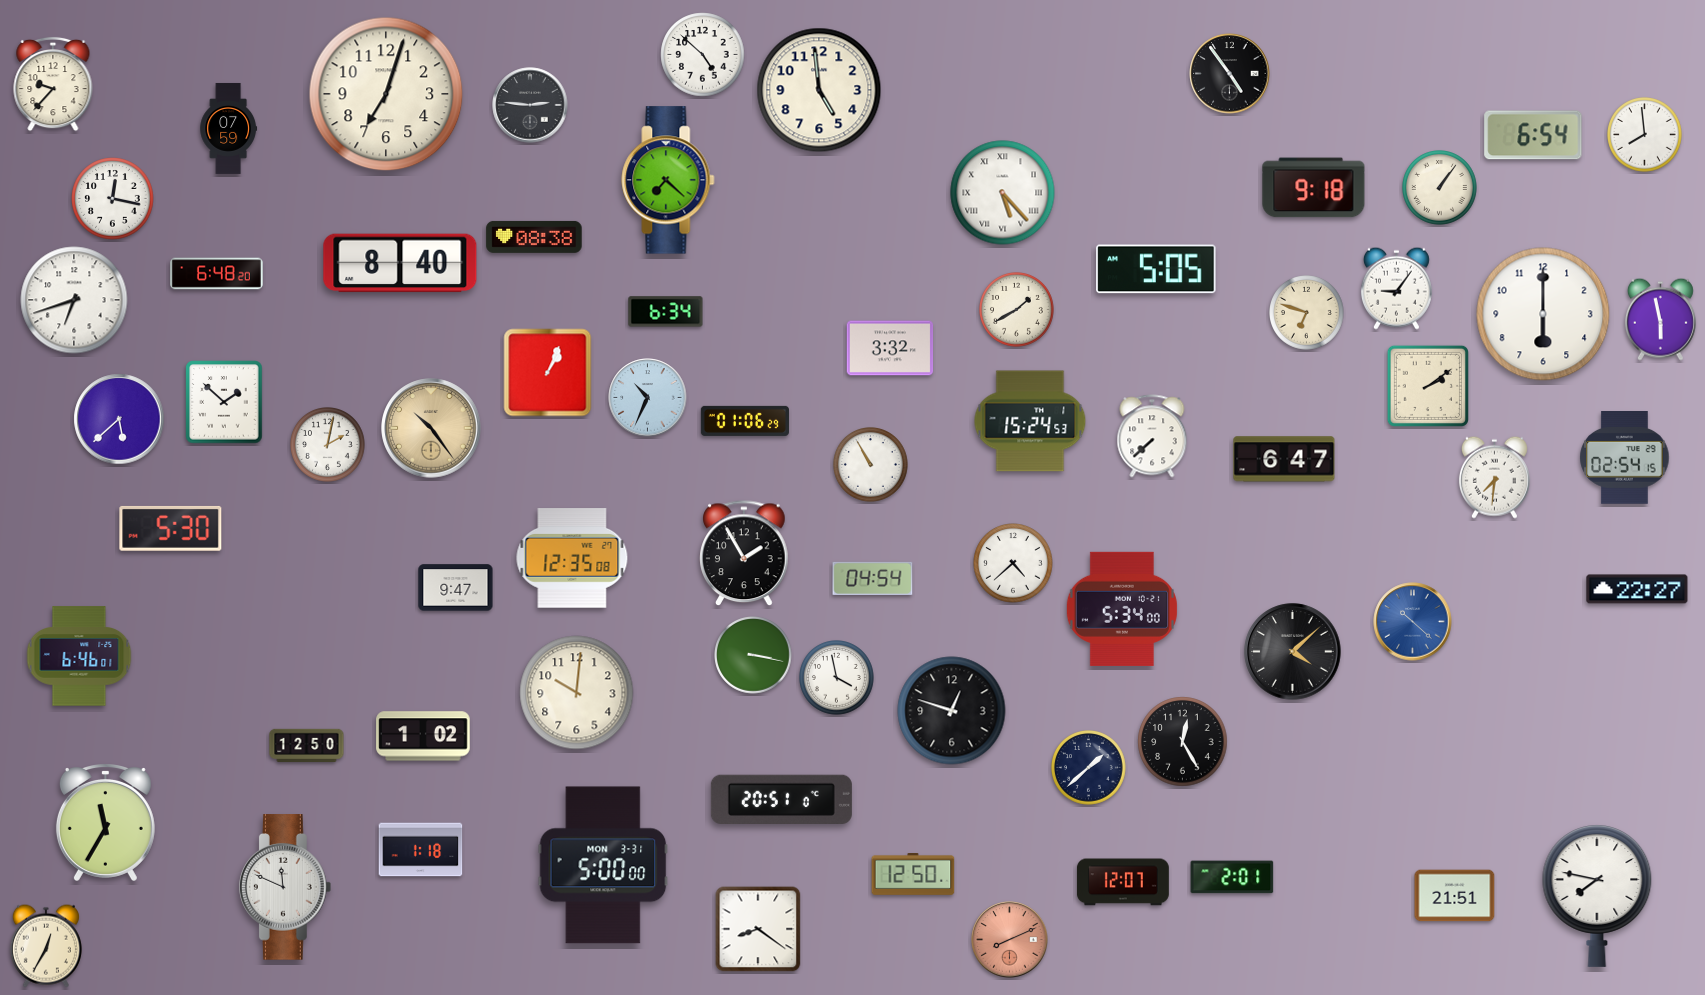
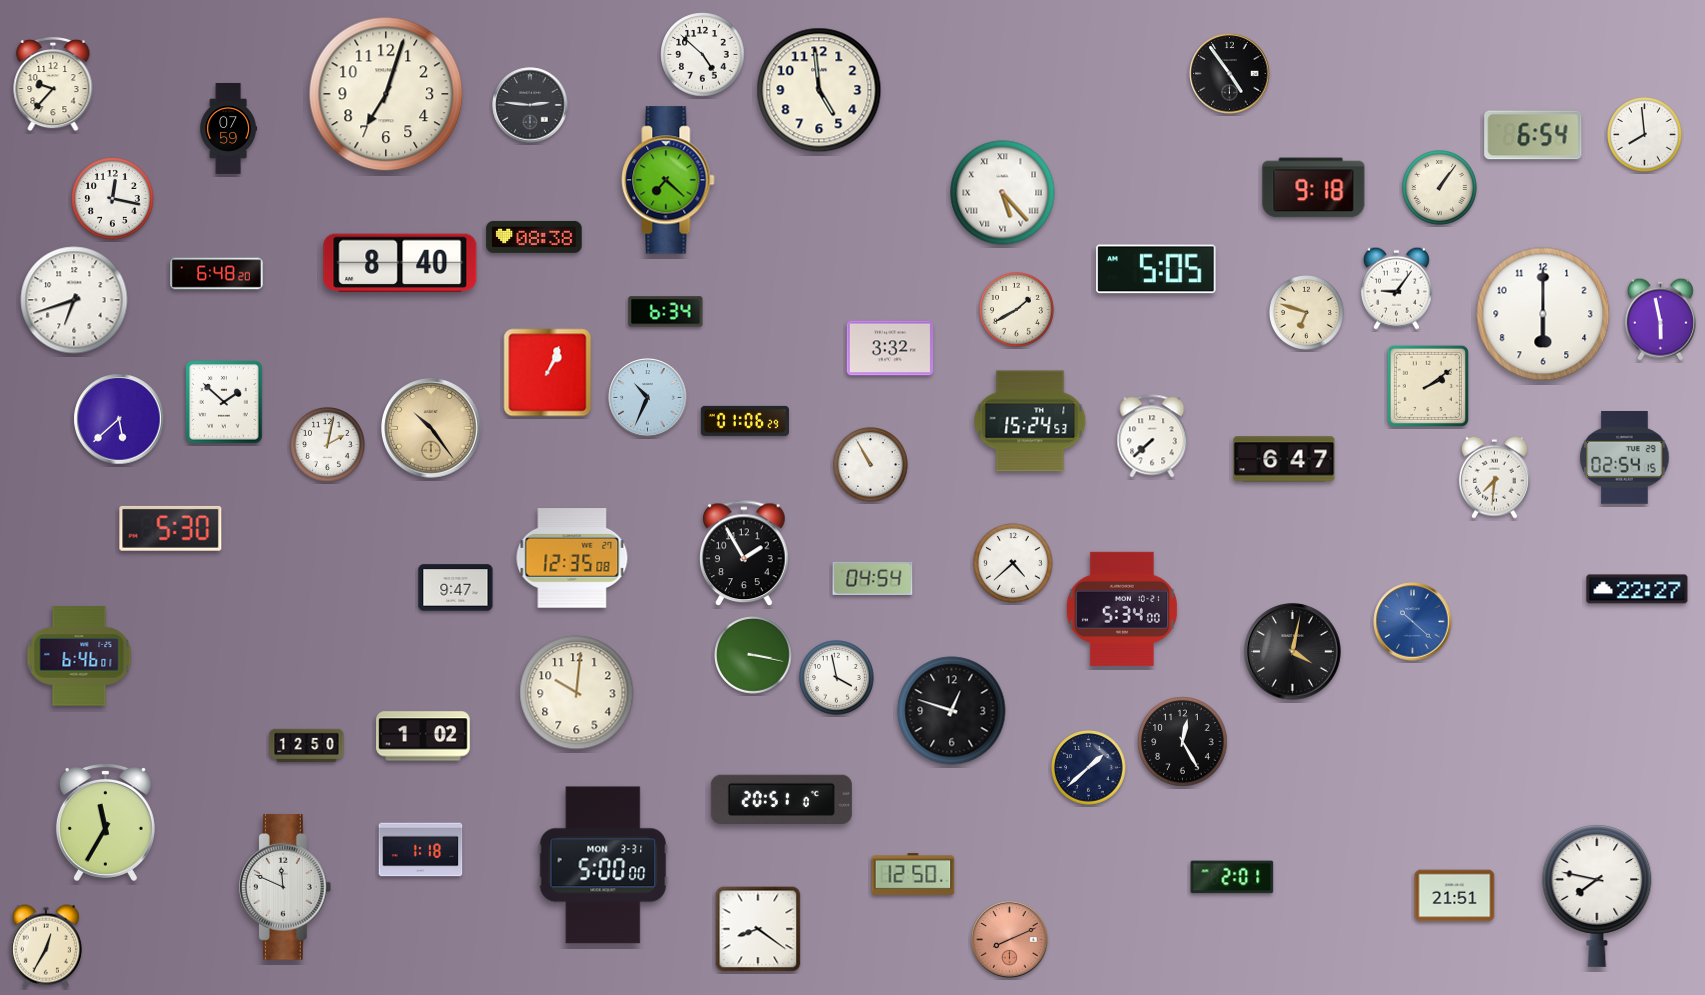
clock at (1293, 652): 4:08 -> 4:02
clock at (1123, 882): 12:07 -> none
